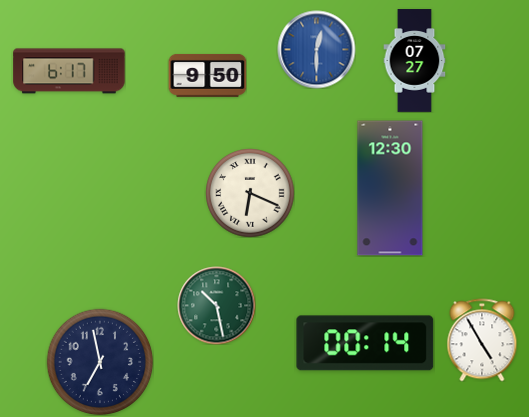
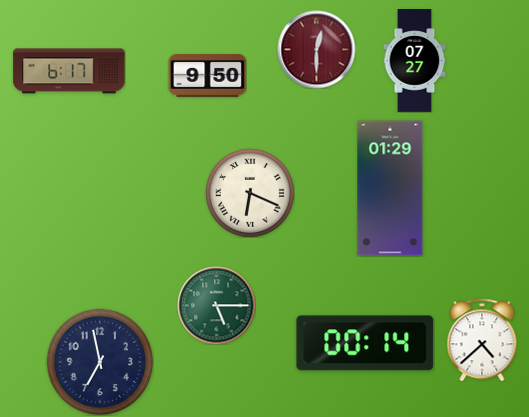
clock at (316, 49) dial: blue -> burgundy
clock at (390, 188): 12:30 -> 01:29
clock at (216, 305): 10:28 -> 5:15
clock at (482, 340): 4:55 -> 4:38
